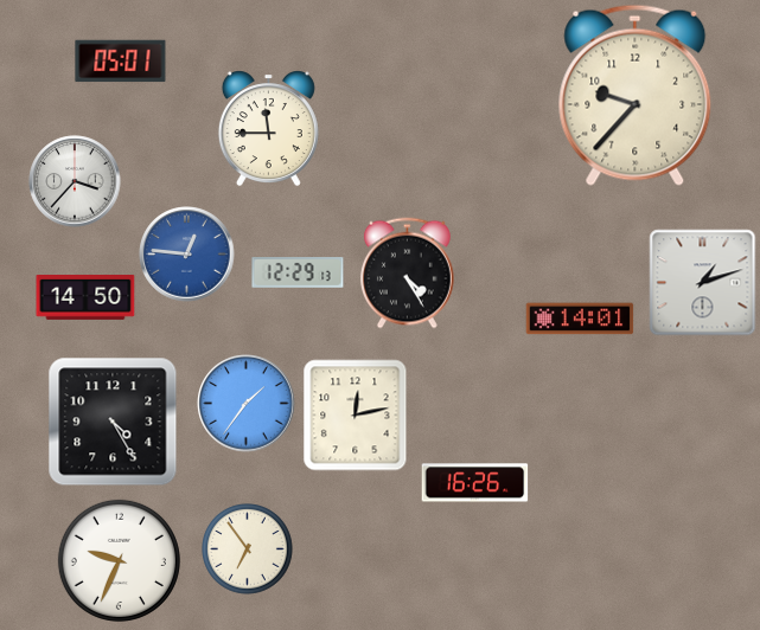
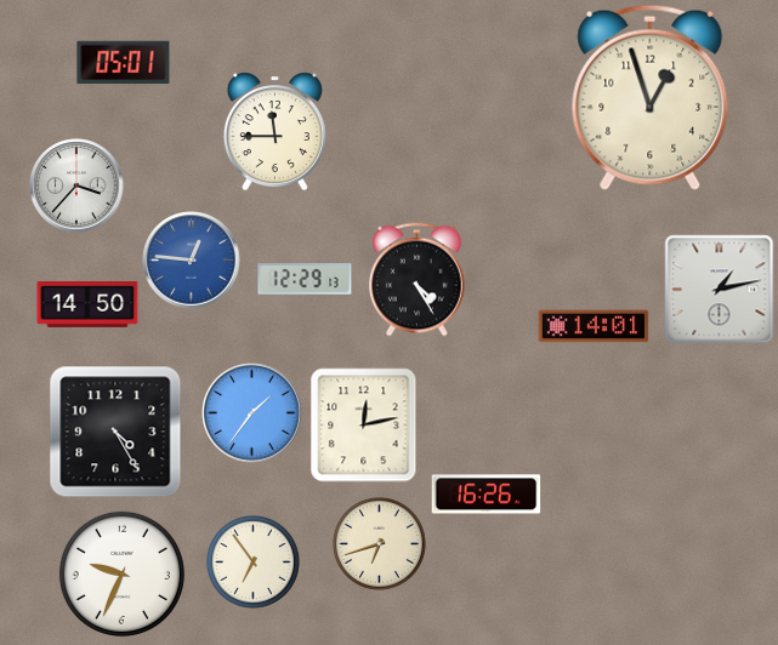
clock at (636, 95): 9:37 -> 12:57
clock at (703, 283): 1:12 -> 1:13
clock at (380, 544): none -> 6:42
